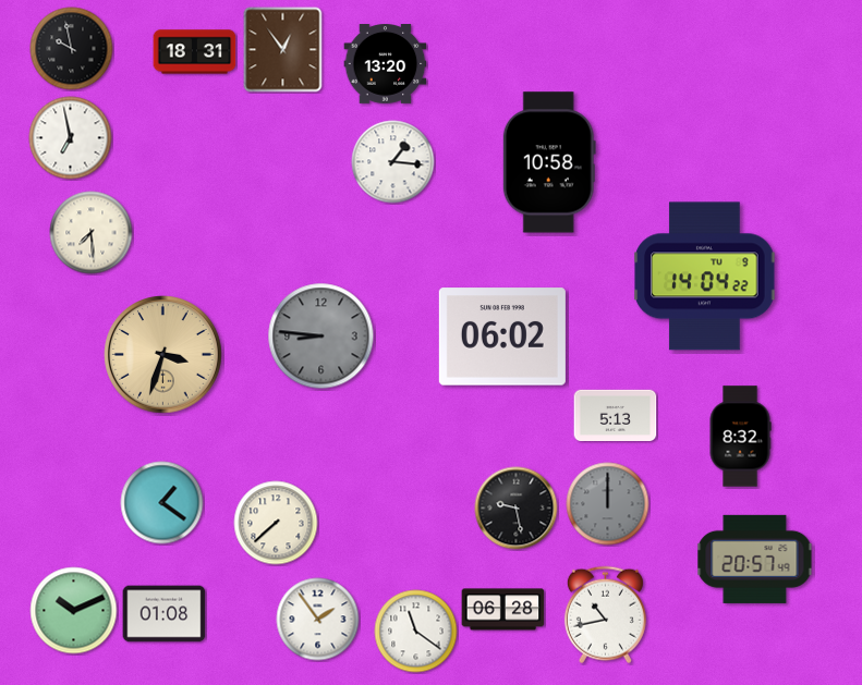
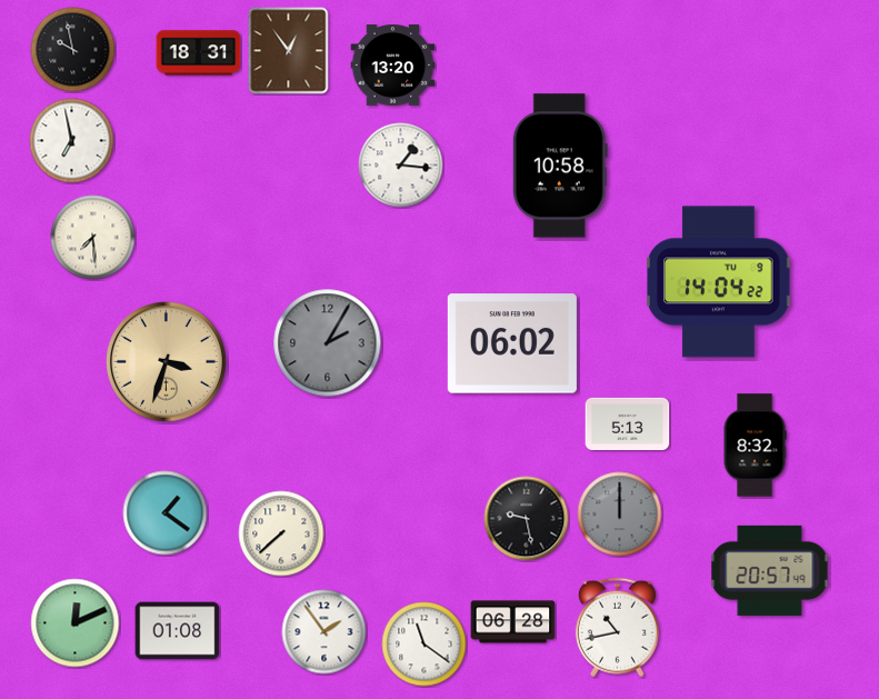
clock at (321, 337): 8:46 -> 2:05
clock at (74, 611): 10:11 -> 12:11
clock at (165, 614) position: (165, 614) -> (178, 631)
